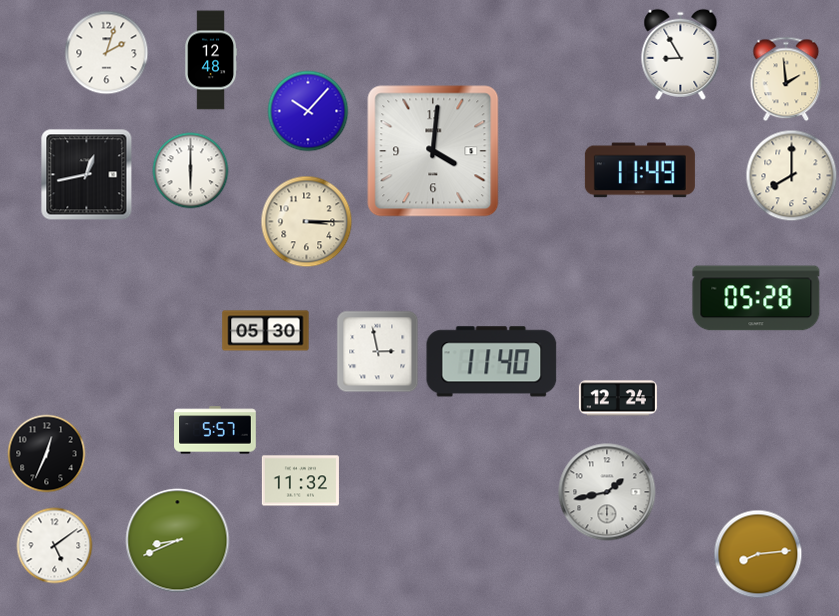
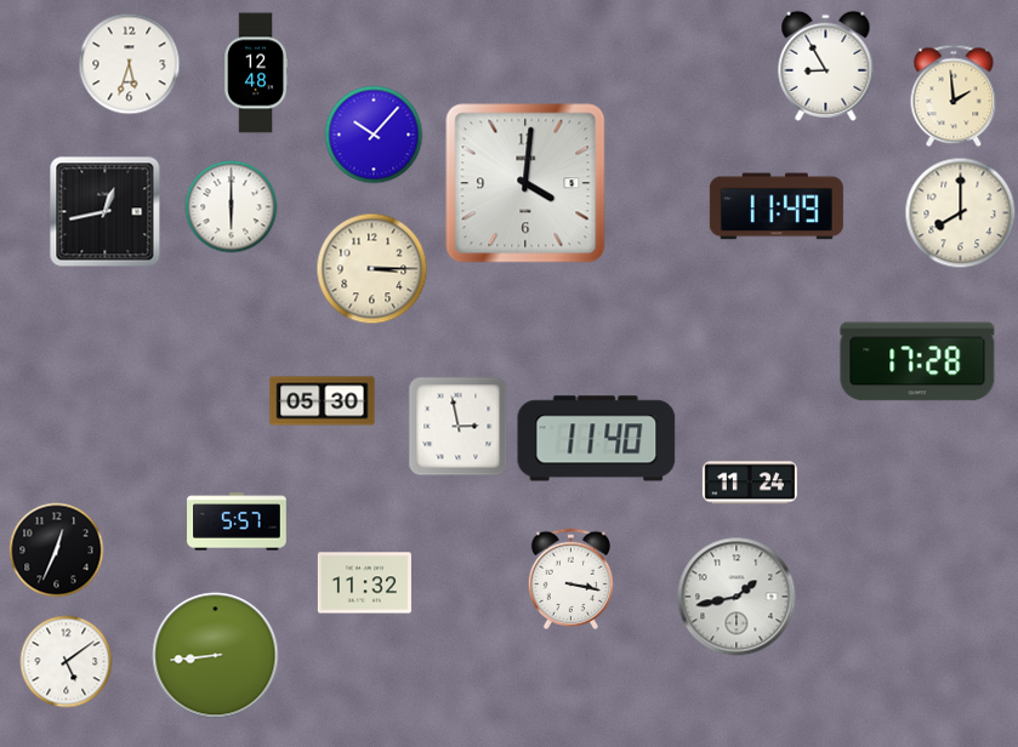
clock at (107, 53): 2:03 -> 5:33
clock at (756, 298): 05:28 -> 17:28
clock at (618, 398): 12:24 -> 11:24
clock at (215, 430) position: (215, 430) -> (237, 521)
clock at (571, 578): none -> 3:17
clock at (178, 541): 8:41 -> 8:44
clock at (758, 554): 8:14 -> none
